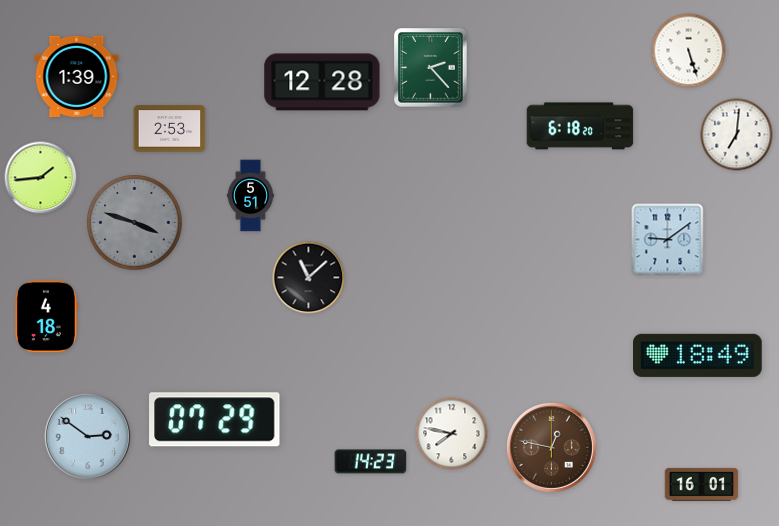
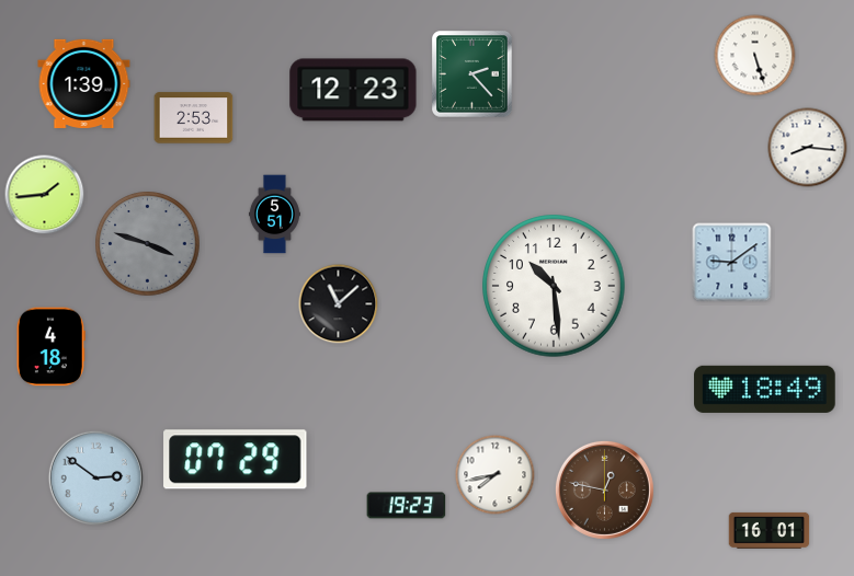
clock at (322, 82): 12:28 -> 12:23
clock at (580, 126): 6:18 -> none
clock at (170, 129) position: (170, 129) -> (194, 118)
clock at (737, 135): 7:01 -> 8:16
clock at (554, 286): none -> 10:29
clock at (452, 434): 7:47 -> 7:43
clock at (371, 462): 14:23 -> 19:23
